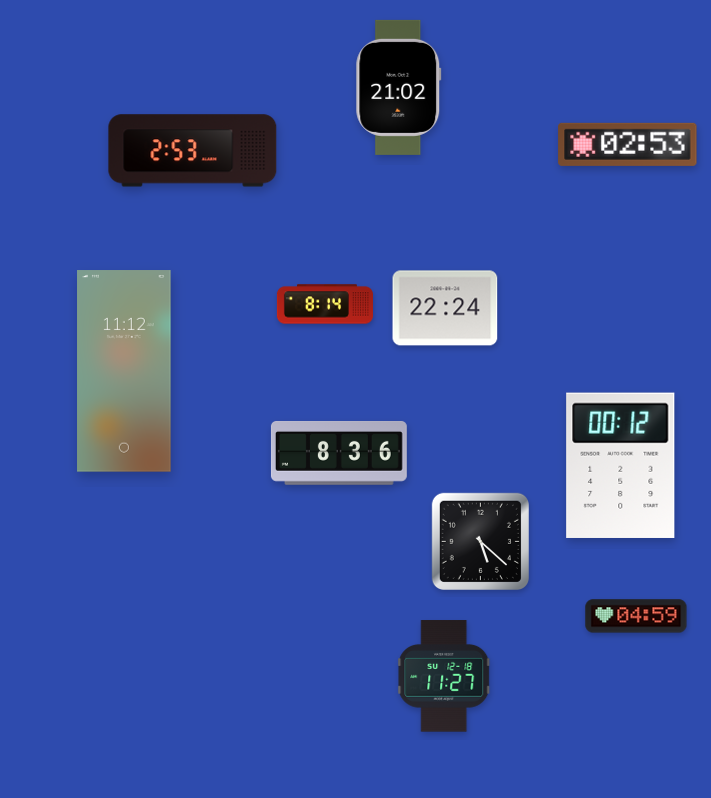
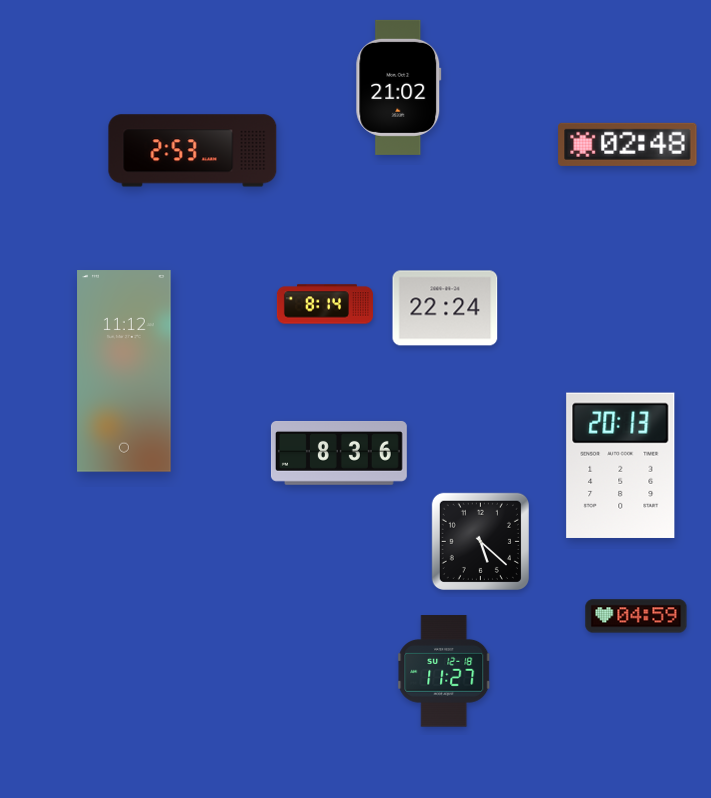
clock at (628, 144): 02:53 -> 02:48
clock at (621, 465): 00:12 -> 20:13
clock at (445, 676) position: (445, 676) -> (445, 671)
